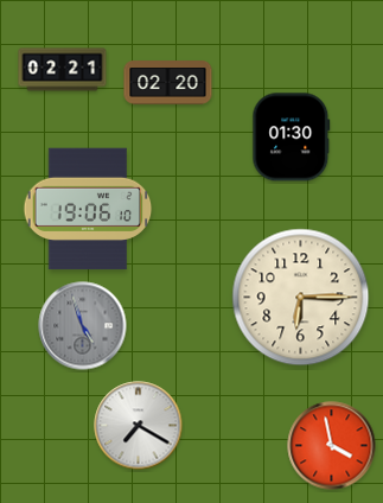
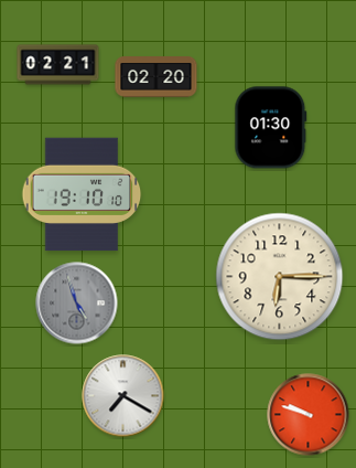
clock at (88, 209): 19:06 -> 19:10
clock at (139, 426) position: (139, 426) -> (123, 396)
clock at (332, 446): 3:58 -> 9:48
